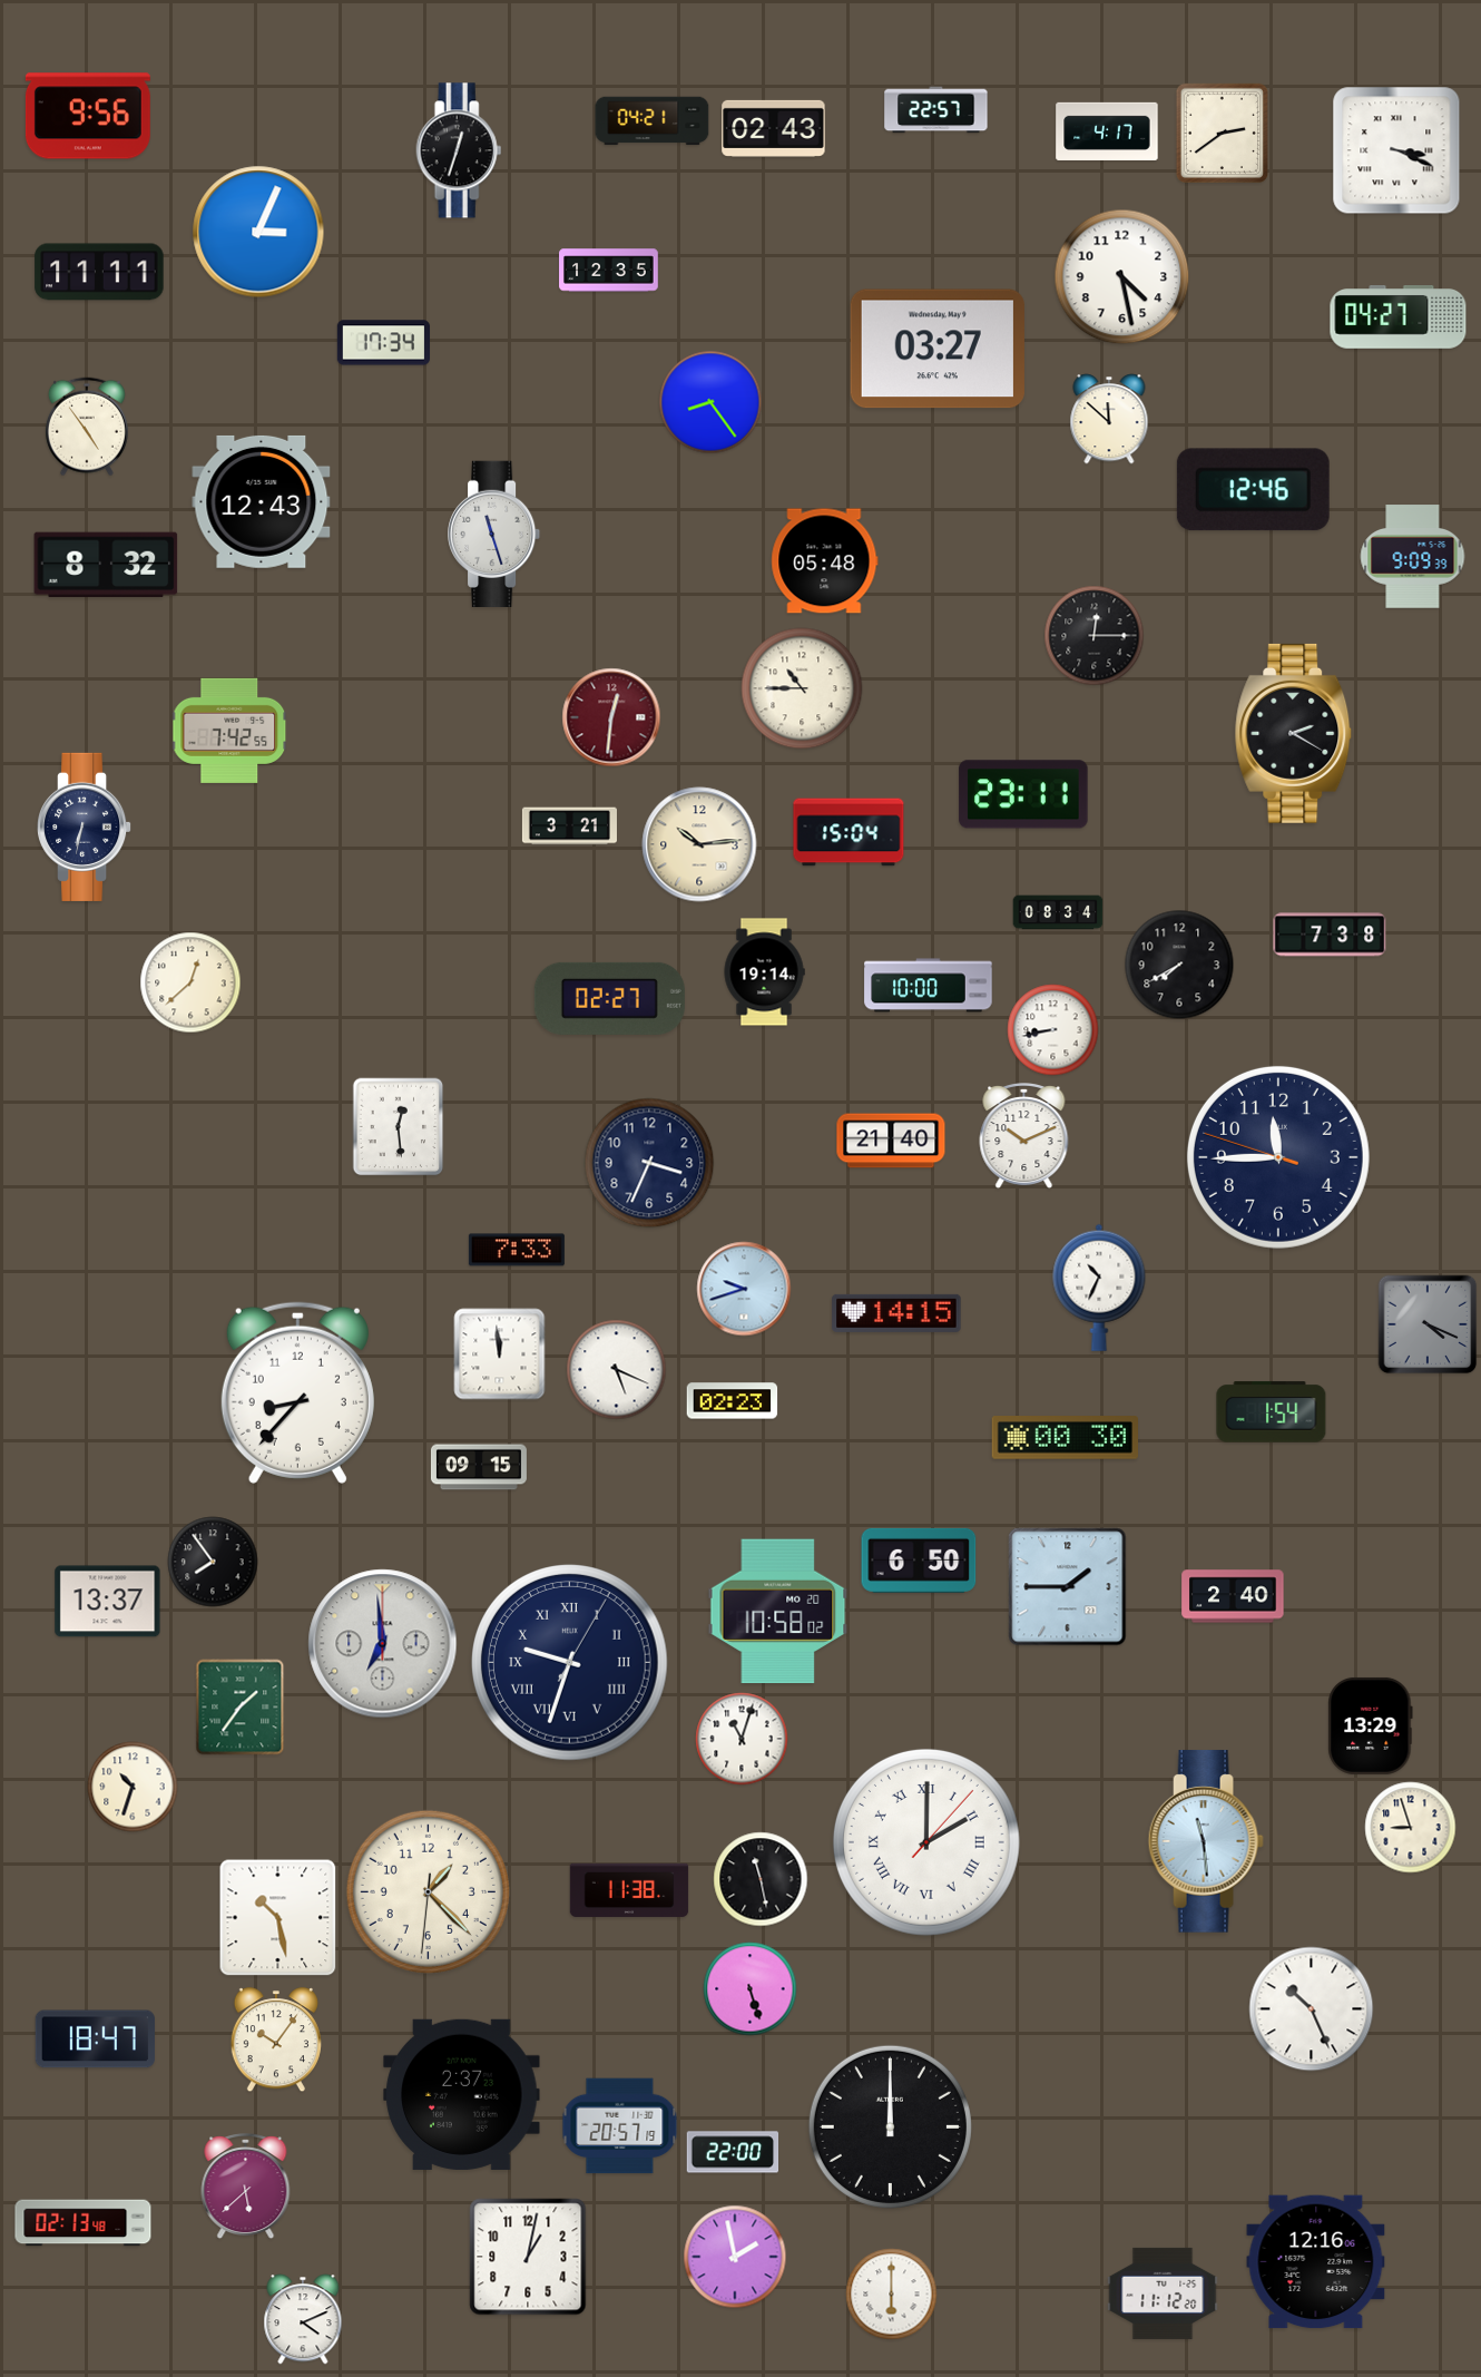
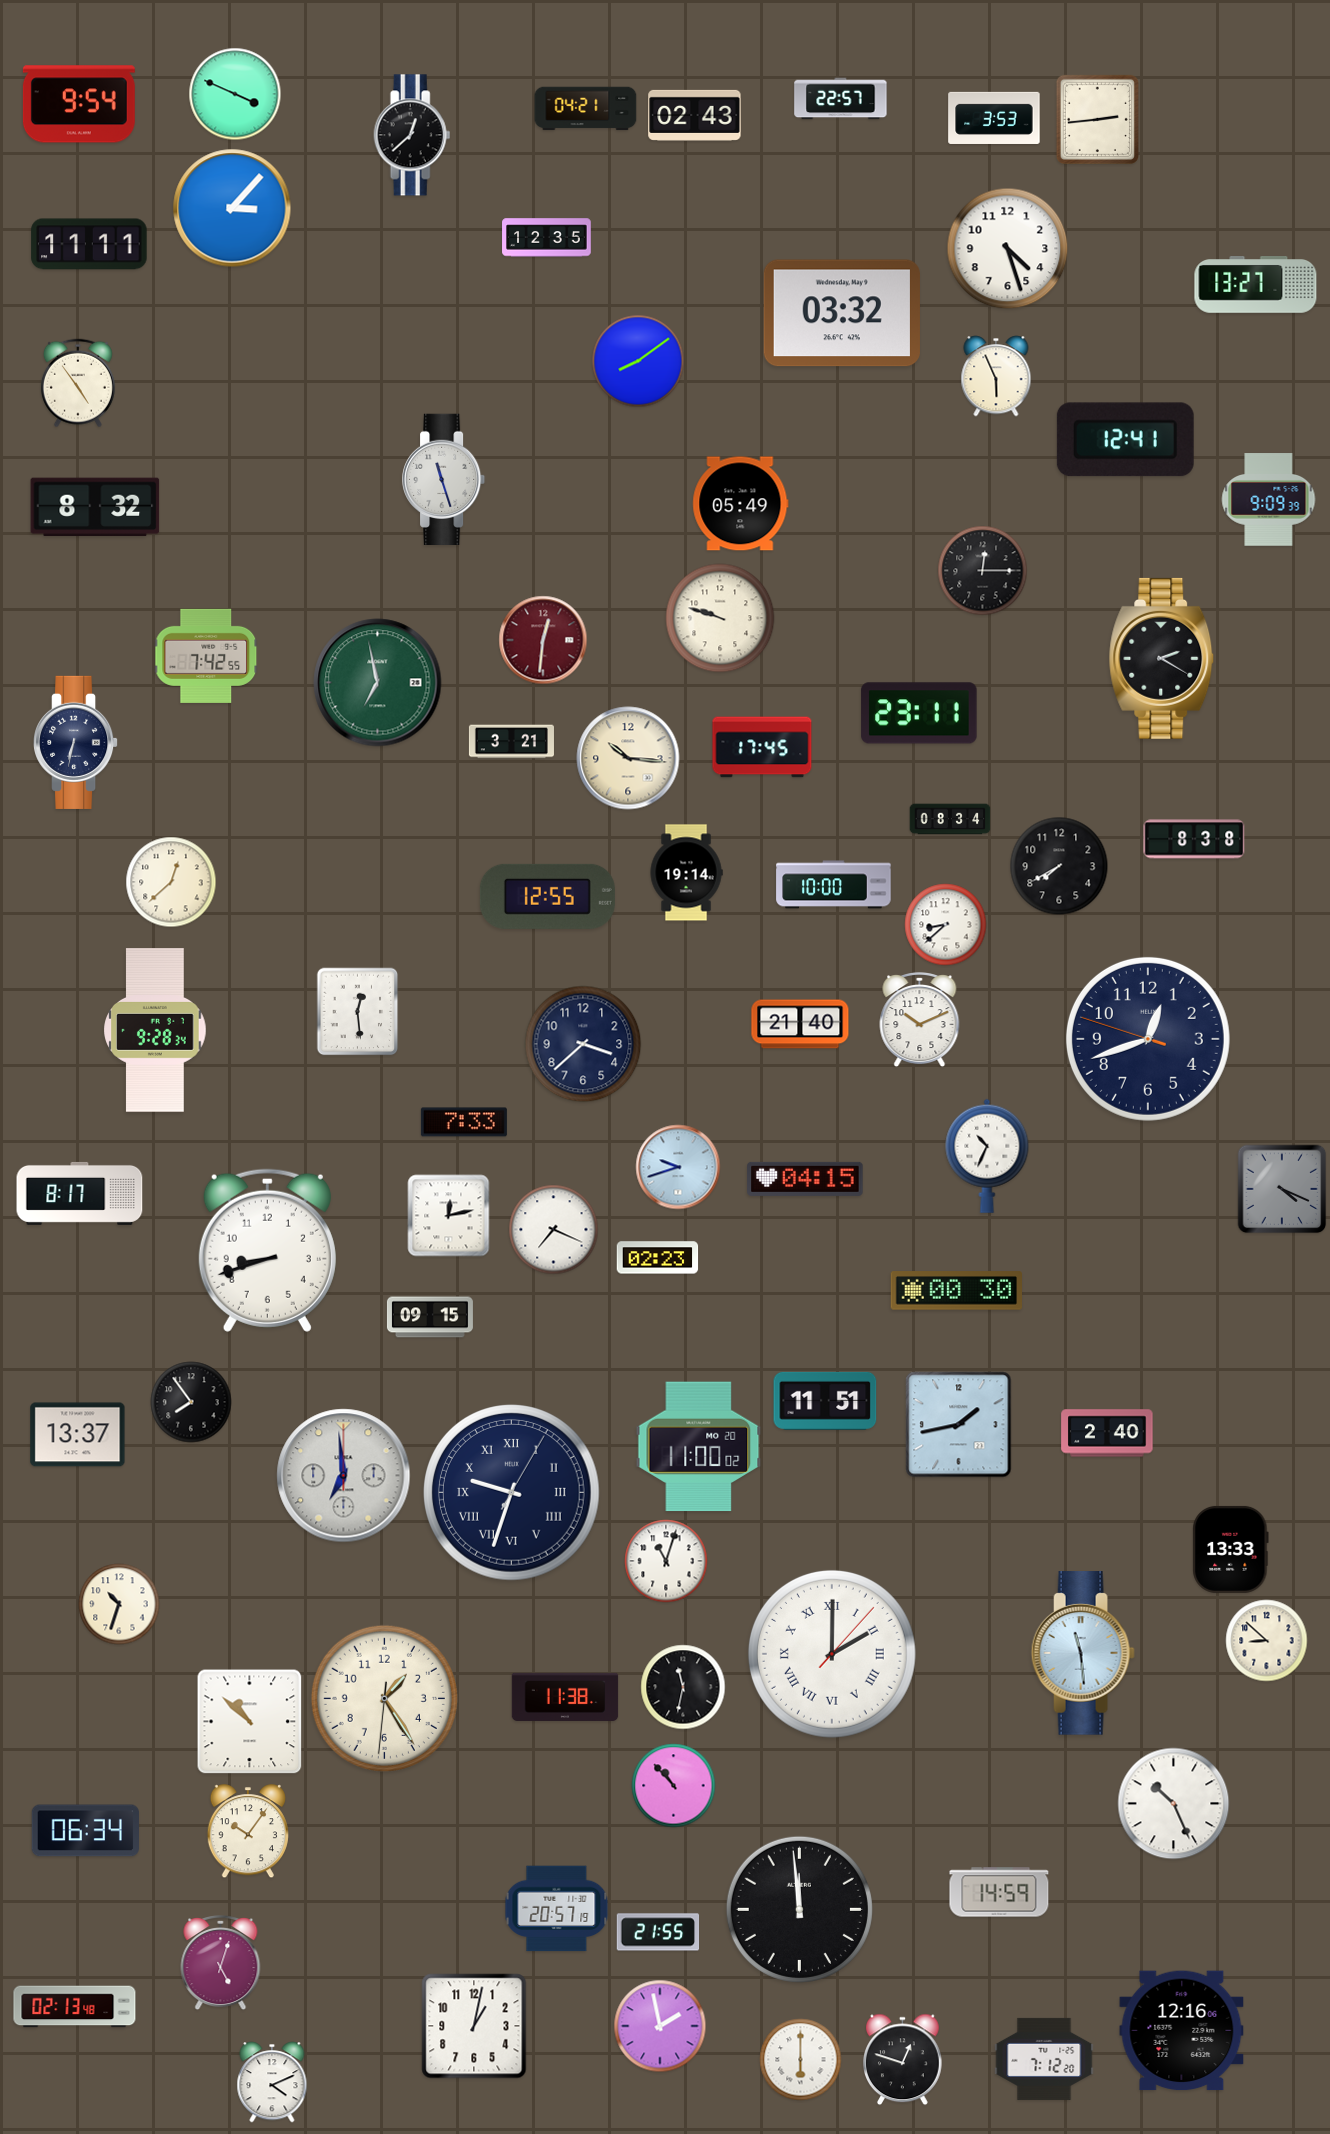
clock at (235, 94): none -> 3:49
clock at (88, 116): 9:56 -> 9:54
clock at (1107, 131): 4:17 -> 3:53
clock at (1222, 133): 2:39 -> 2:44
clock at (459, 150): 12:33 -> 12:38
clock at (1396, 150): 3:19 -> none
clock at (258, 232): 3:04 -> 3:07
clock at (609, 271) position: (609, 271) -> (547, 238)
clock at (1122, 277): 4:28 -> 4:27
clock at (1399, 317): 04:27 -> 13:27
clock at (383, 343): 17:34 -> none
clock at (938, 349): 03:27 -> 03:32
clock at (710, 402): 8:24 -> 8:09
clock at (1109, 419): 11:52 -> 5:56
clock at (1253, 490): 12:46 -> 12:41
clock at (262, 501): 12:43 -> none
clock at (825, 561): 05:48 -> 05:49
clock at (802, 688): 10:45 -> 9:48
clock at (611, 717) position: (611, 717) -> (543, 640)
clock at (378, 683): none -> 6:58
clock at (849, 832): 15:04 -> 17:45
clock at (699, 844): 10:14 -> 10:16
clock at (1330, 935): 7:38 -> 8:38
clock at (609, 998): 02:27 -> 12:55
clock at (1053, 1030): 8:43 -> 8:38
clock at (155, 1030): none -> 9:28
clock at (1278, 1157): 11:44 -> 12:41
clock at (649, 1163): 3:34 -> 3:38
clock at (744, 1289) position: (744, 1289) -> (678, 1167)
clock at (896, 1313): 14:15 -> 04:15
clock at (80, 1193): none -> 8:17
clock at (500, 1354): 11:59 -> 12:13
clock at (617, 1370): 5:19 -> 7:19
clock at (297, 1392): 8:37 -> 8:42
clock at (1272, 1412): 1:54 -> none
clock at (919, 1561): 6:50 -> 11:51
clock at (1068, 1587): 1:45 -> 1:43
clock at (108, 1602) position: (108, 1602) -> (78, 1435)
clock at (778, 1612): 10:58 -> 11:00
clock at (241, 1708): 1:36 -> none
clock at (1371, 1725): 13:29 -> 13:33
clock at (1411, 1828): 8:57 -> 8:52
clock at (761, 1879): 11:28 -> 11:32
clock at (428, 1891): 1:22 -> 1:24
clock at (278, 1918): 10:28 -> 10:52
clock at (751, 1989): 5:27 -> 10:53
clock at (1312, 2009) position: (1312, 2009) -> (1174, 1804)
clock at (95, 2039): 18:47 -> 06:34
clock at (462, 2094): 2:37 -> none
clock at (999, 1892): none -> 14:59
clock at (890, 2126): 12:00 -> 11:59
clock at (733, 2152): 22:00 -> 21:55
clock at (246, 2188): 5:38 -> 5:03
clock at (84, 2223) position: (84, 2223) -> (75, 2007)
clock at (1163, 2293): 11:12 -> 7:12
clock at (903, 2060): none -> 12:48
